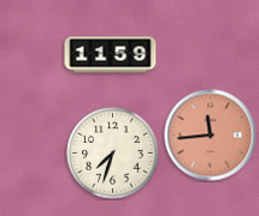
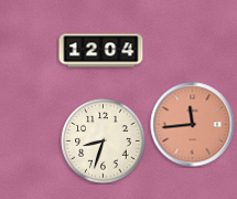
clock at (111, 55): 11:59 -> 12:04
clock at (113, 154): 7:33 -> 8:33
